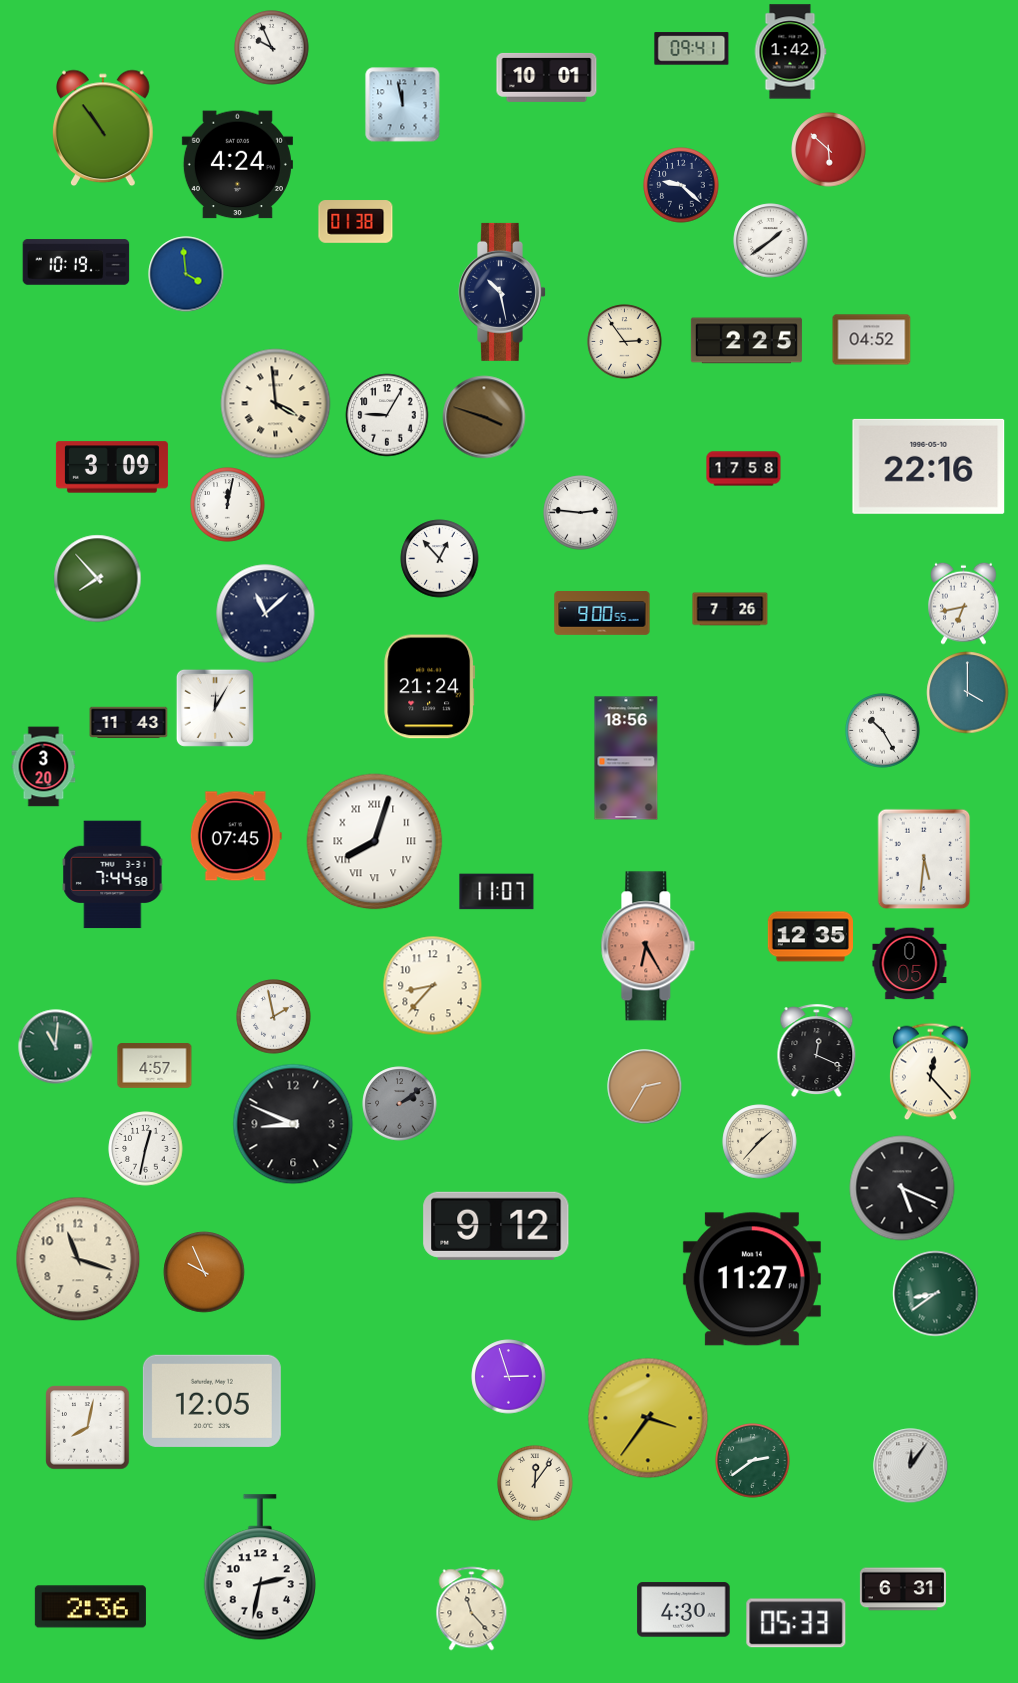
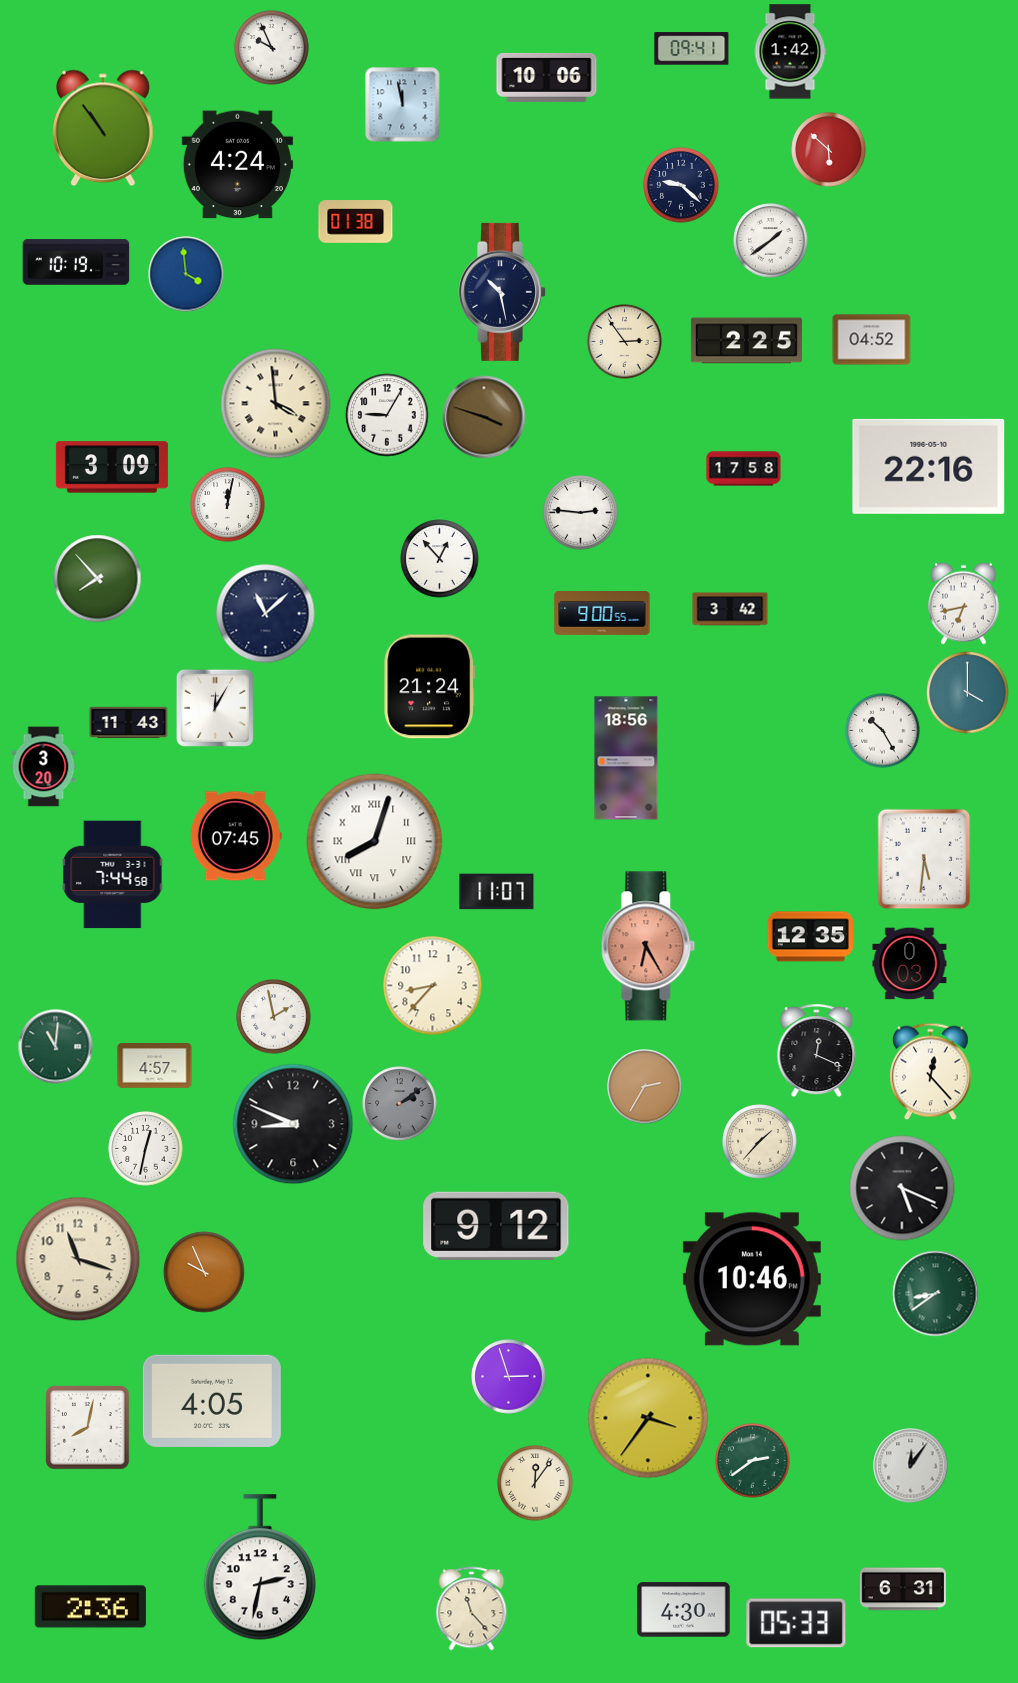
clock at (547, 77): 10:01 -> 10:06
clock at (730, 609): 7:26 -> 3:42
clock at (910, 964): 0:05 -> 0:03
clock at (752, 1279): 11:27 -> 10:46
clock at (212, 1401): 12:05 -> 4:05
